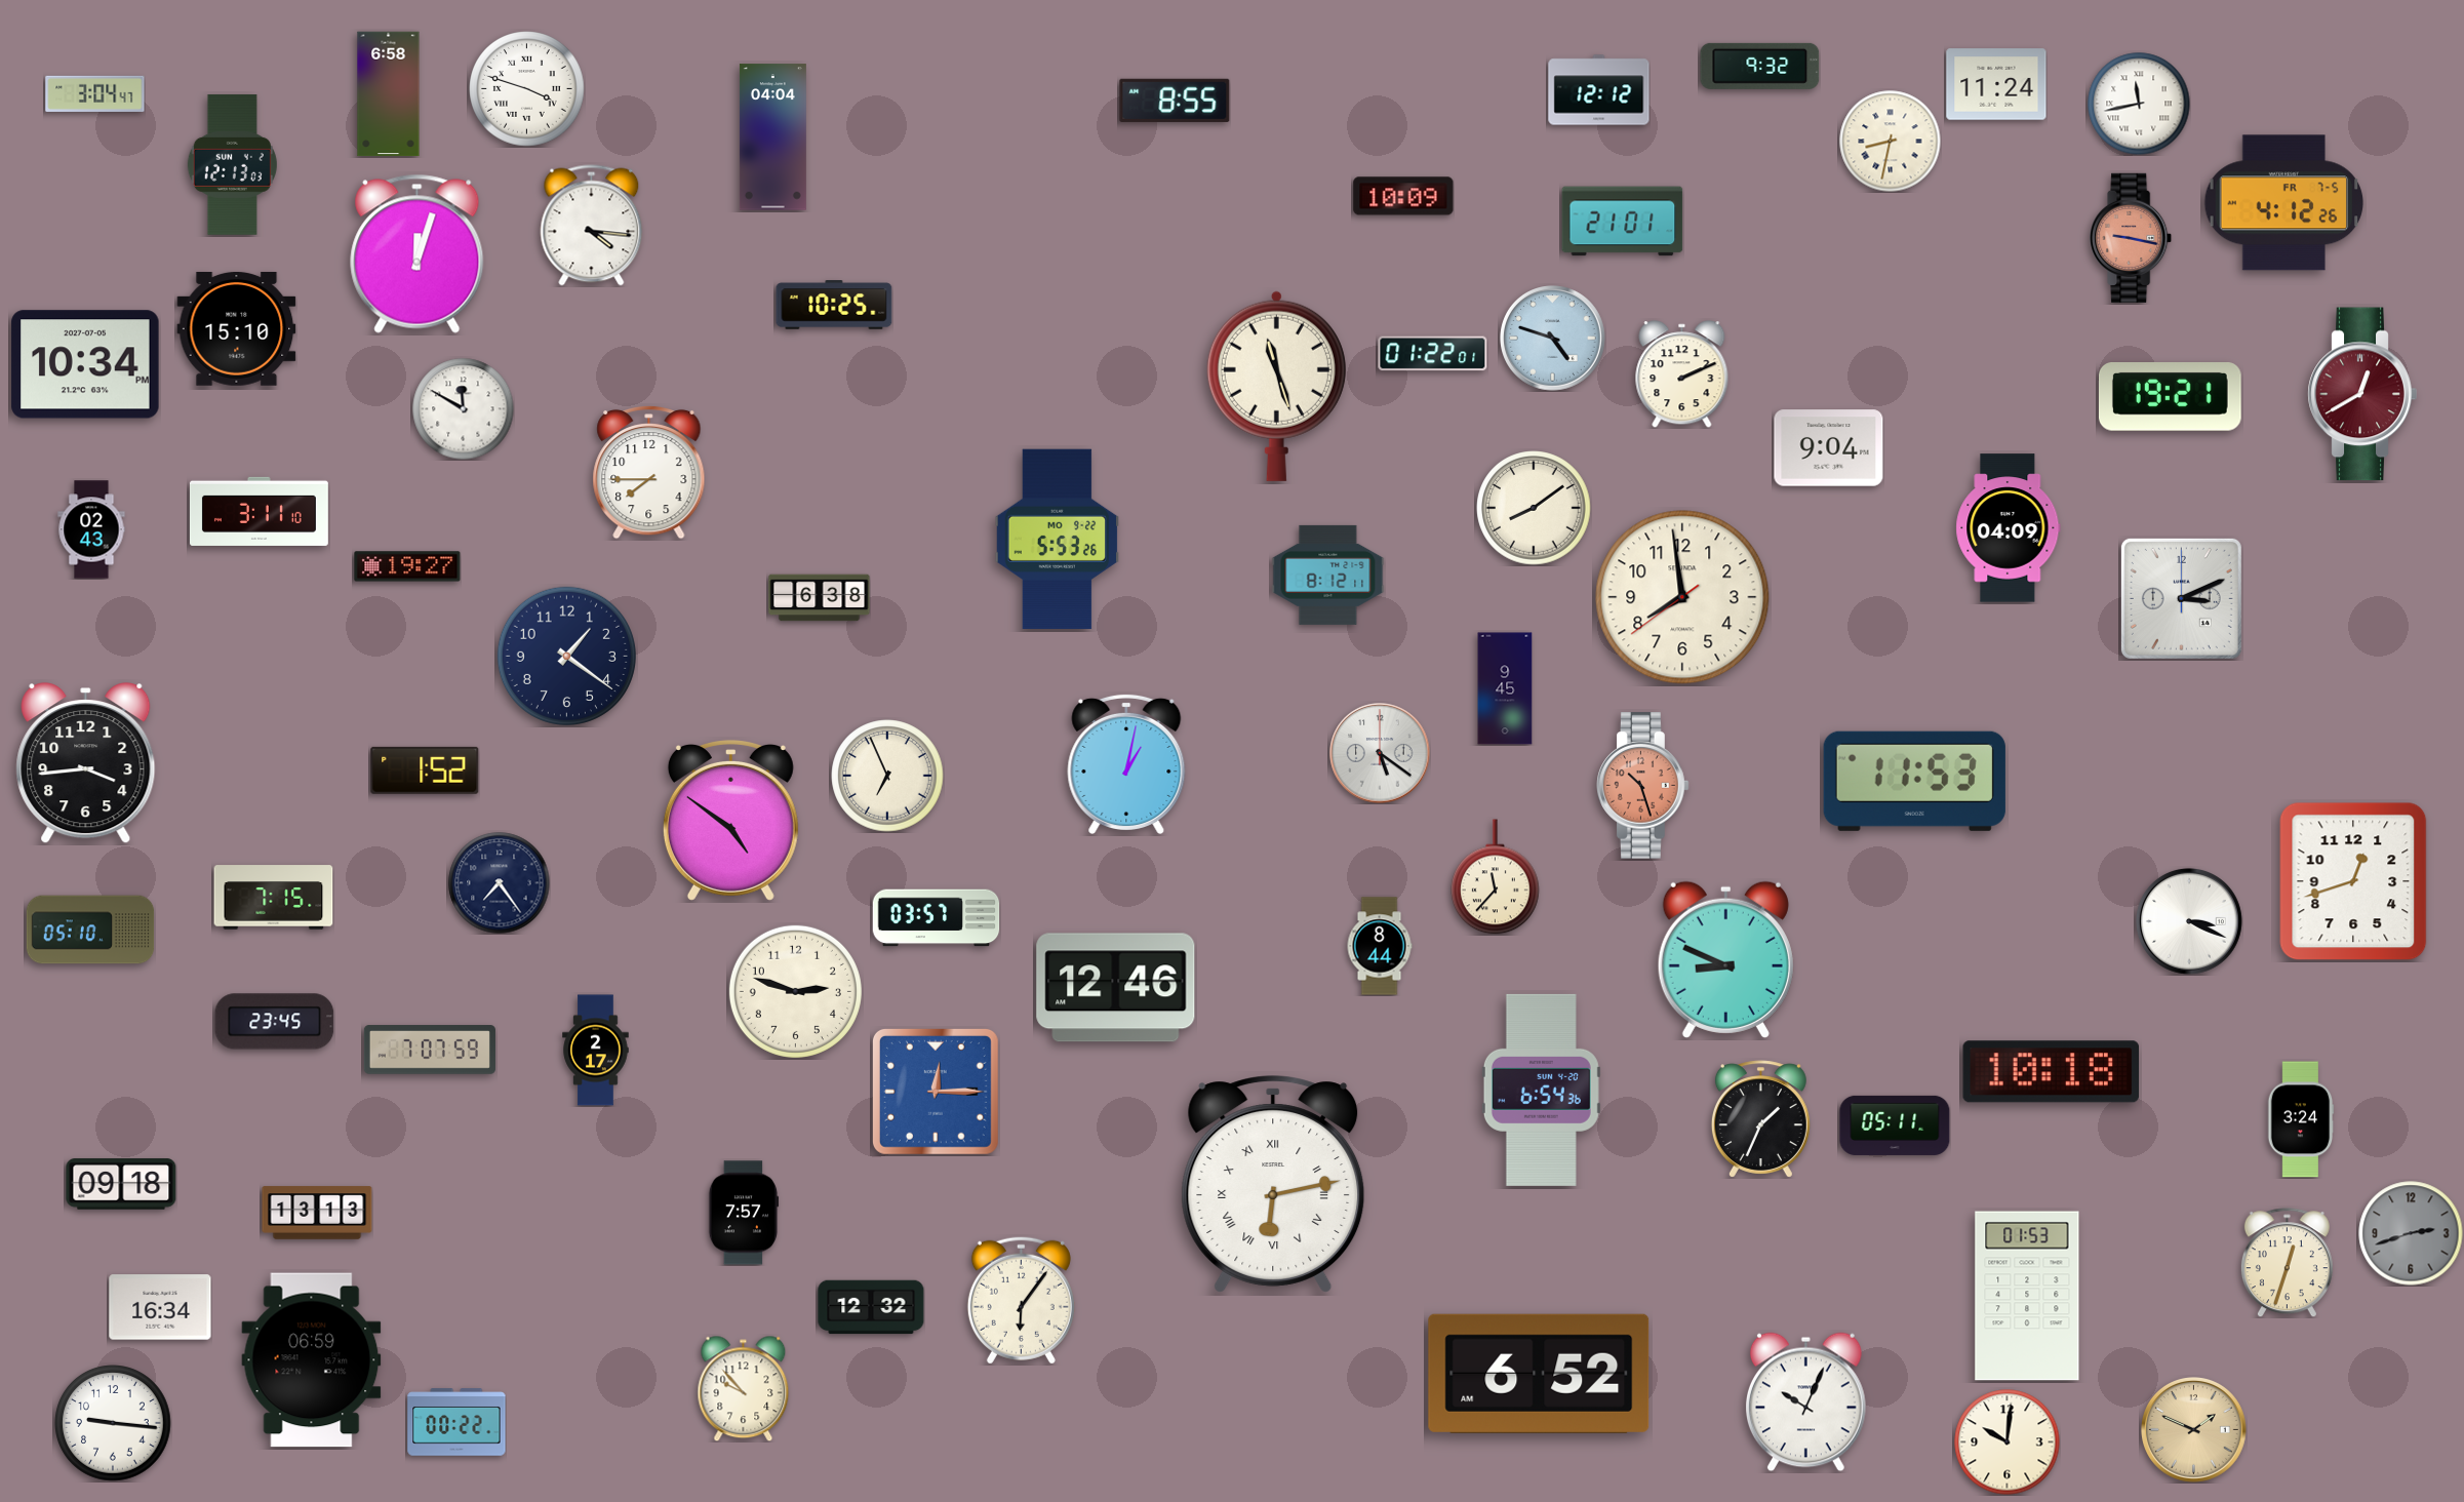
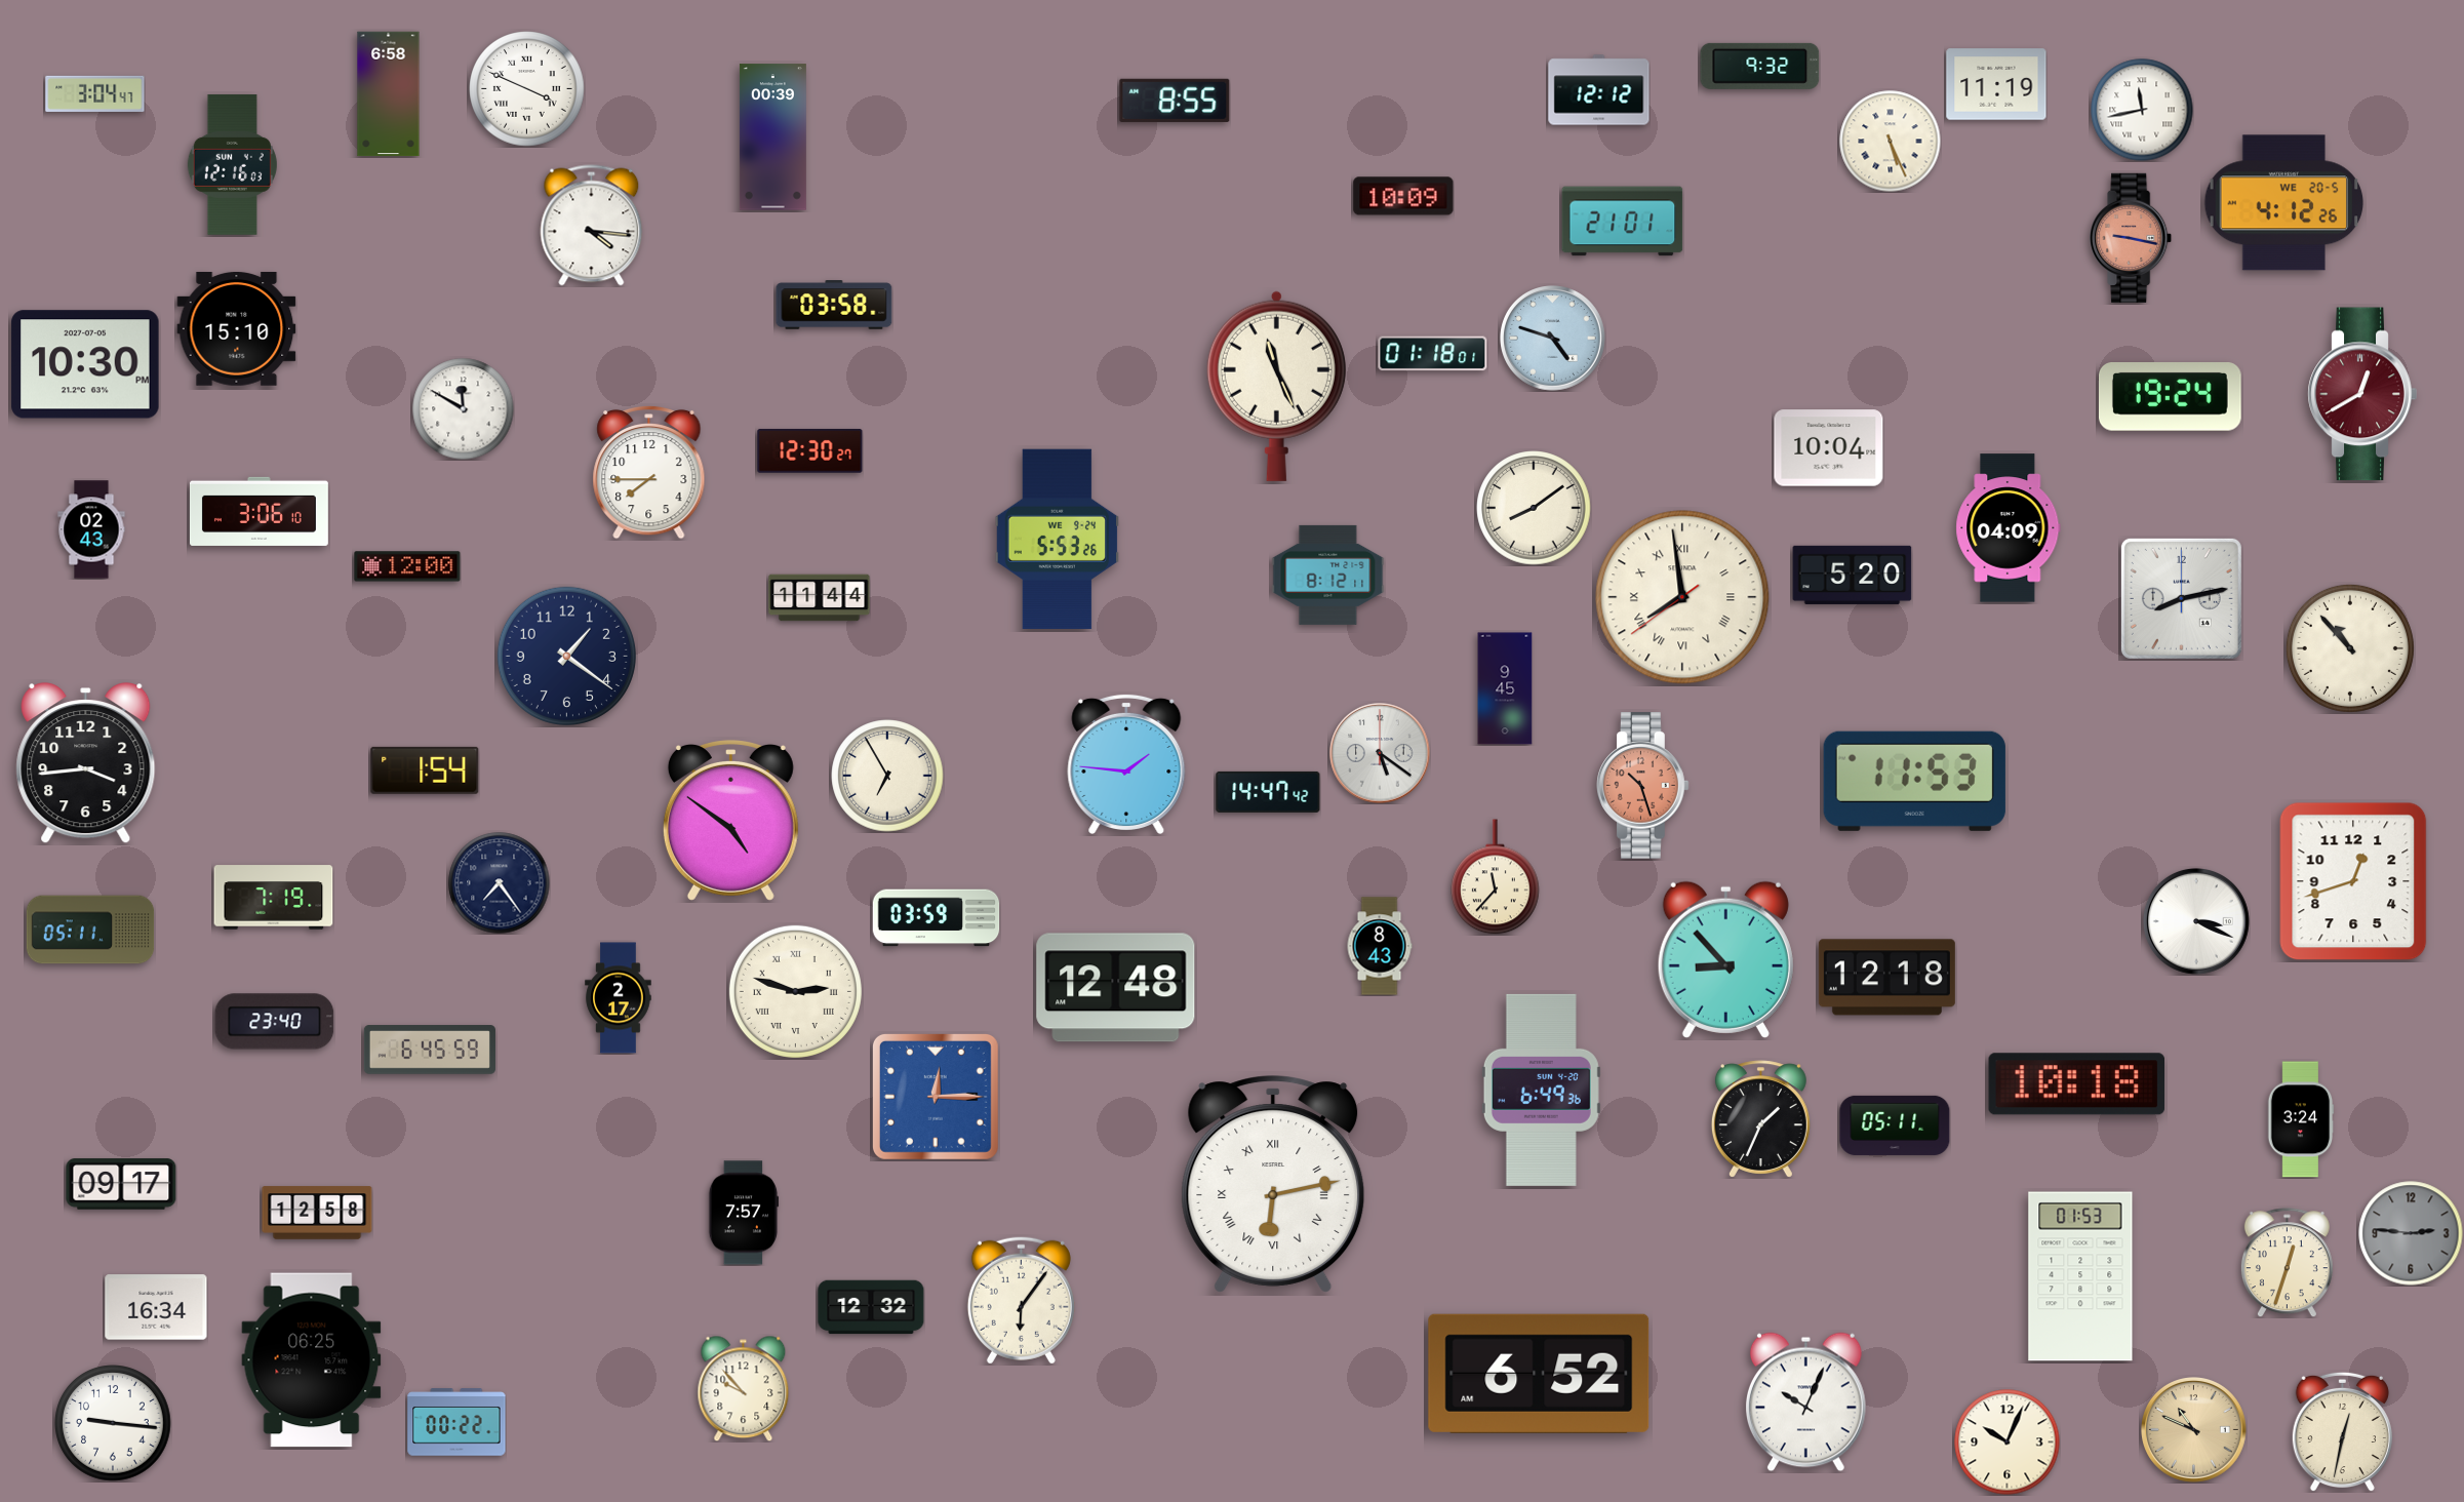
clock at (1996, 84): 11:24 -> 11:19
clock at (527, 89): 3:48 -> 3:49
clock at (2139, 104) position: (2139, 104) -> (2142, 110)
clock at (772, 137): 04:04 -> 00:39
clock at (1891, 142): 8:32 -> 5:26
clock at (232, 164): 12:13 -> 12:16
clock at (2284, 203) date: FR 7-5 -> WE 20-5
clock at (418, 253): 12:03 -> none
clock at (834, 305): 10:25 -> 03:58
clock at (1433, 354): 01:22 -> 01:18
clock at (85, 364): 10:34 -> 10:30
clock at (1682, 374): 2:11 -> none
clock at (1276, 386): 11:27 -> 11:26
clock at (2170, 397): 19:21 -> 19:24
clock at (1829, 448): 9:04 -> 10:04
clock at (810, 451): none -> 12:30
clock at (259, 511): 3:11 -> 3:06
clock at (1057, 540) date: MO 9-22 -> WE 9-24
clock at (407, 566): 19:27 -> 12:00
clock at (1853, 575): none -> 5:20
clock at (1682, 597) numerals: Arabic -> Roman
clock at (820, 598): 6:38 -> 11:44
clock at (2181, 598): 3:11 -> 8:13
clock at (2350, 648): none -> 10:53
clock at (1126, 763): 1:02 -> 1:46
clock at (425, 770): 1:52 -> 1:54
clock at (887, 776): 6:56 -> 6:55
clock at (1268, 792): none -> 14:47
clock at (274, 898): 7:15 -> 7:19
clock at (937, 918): 03:57 -> 03:59
clock at (2189, 921) position: (2189, 921) -> (2196, 921)
clock at (90, 930): 05:10 -> 05:11
clock at (1380, 946): 8:44 -> 8:43
clock at (1725, 959): 8:49 -> 8:53
clock at (1886, 978): none -> 12:18
clock at (1116, 988): 12:46 -> 12:48
clock at (795, 991) numerals: Arabic -> Roman
clock at (275, 1022): 23:45 -> 23:40
clock at (430, 1050): 7:07 -> 6:45
clock at (596, 1051) position: (596, 1051) -> (619, 998)
clock at (2052, 1072) position: (2052, 1072) -> (2077, 1084)
clock at (1541, 1090): 6:54 -> 6:49
clock at (936, 1092) position: (936, 1092) -> (936, 1097)
clock at (121, 1184): 09:18 -> 09:17
clock at (317, 1213): 13:13 -> 12:58
clock at (2411, 1233): 2:42 -> 2:46
clock at (2027, 1296) position: (2027, 1296) -> (2080, 1276)
clock at (160, 1307) position: (160, 1307) -> (156, 1307)
clock at (312, 1360): 06:59 -> 06:25
clock at (2194, 1430): 1:49 -> 10:49
clock at (2342, 1431): none -> 12:32
clock at (2008, 1442): 10:01 -> 10:04
